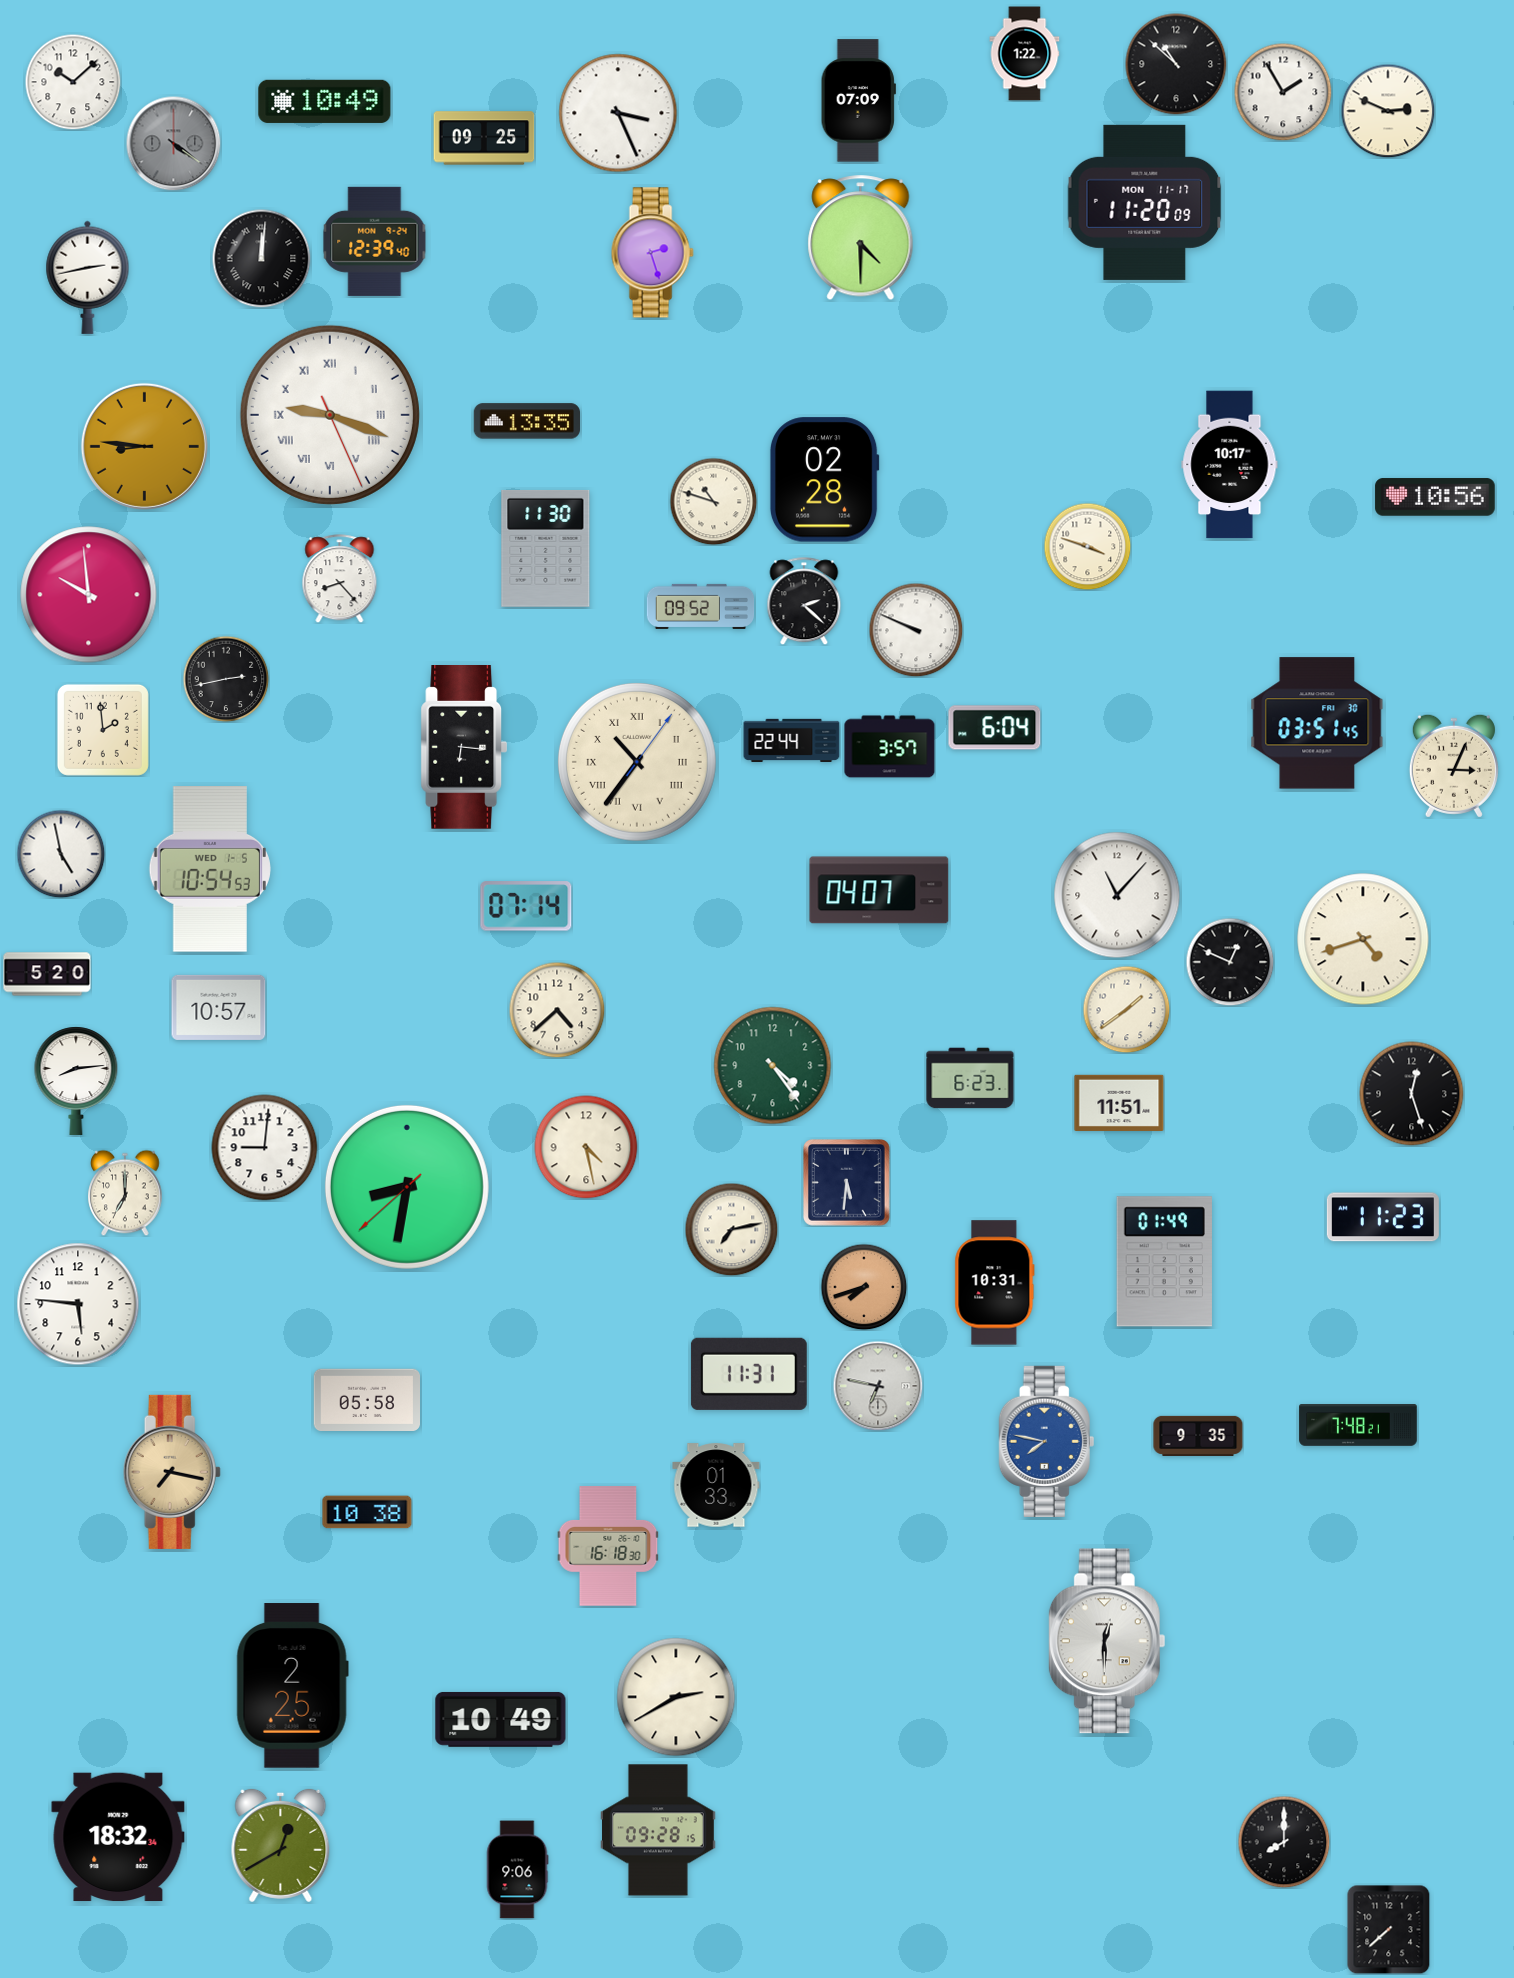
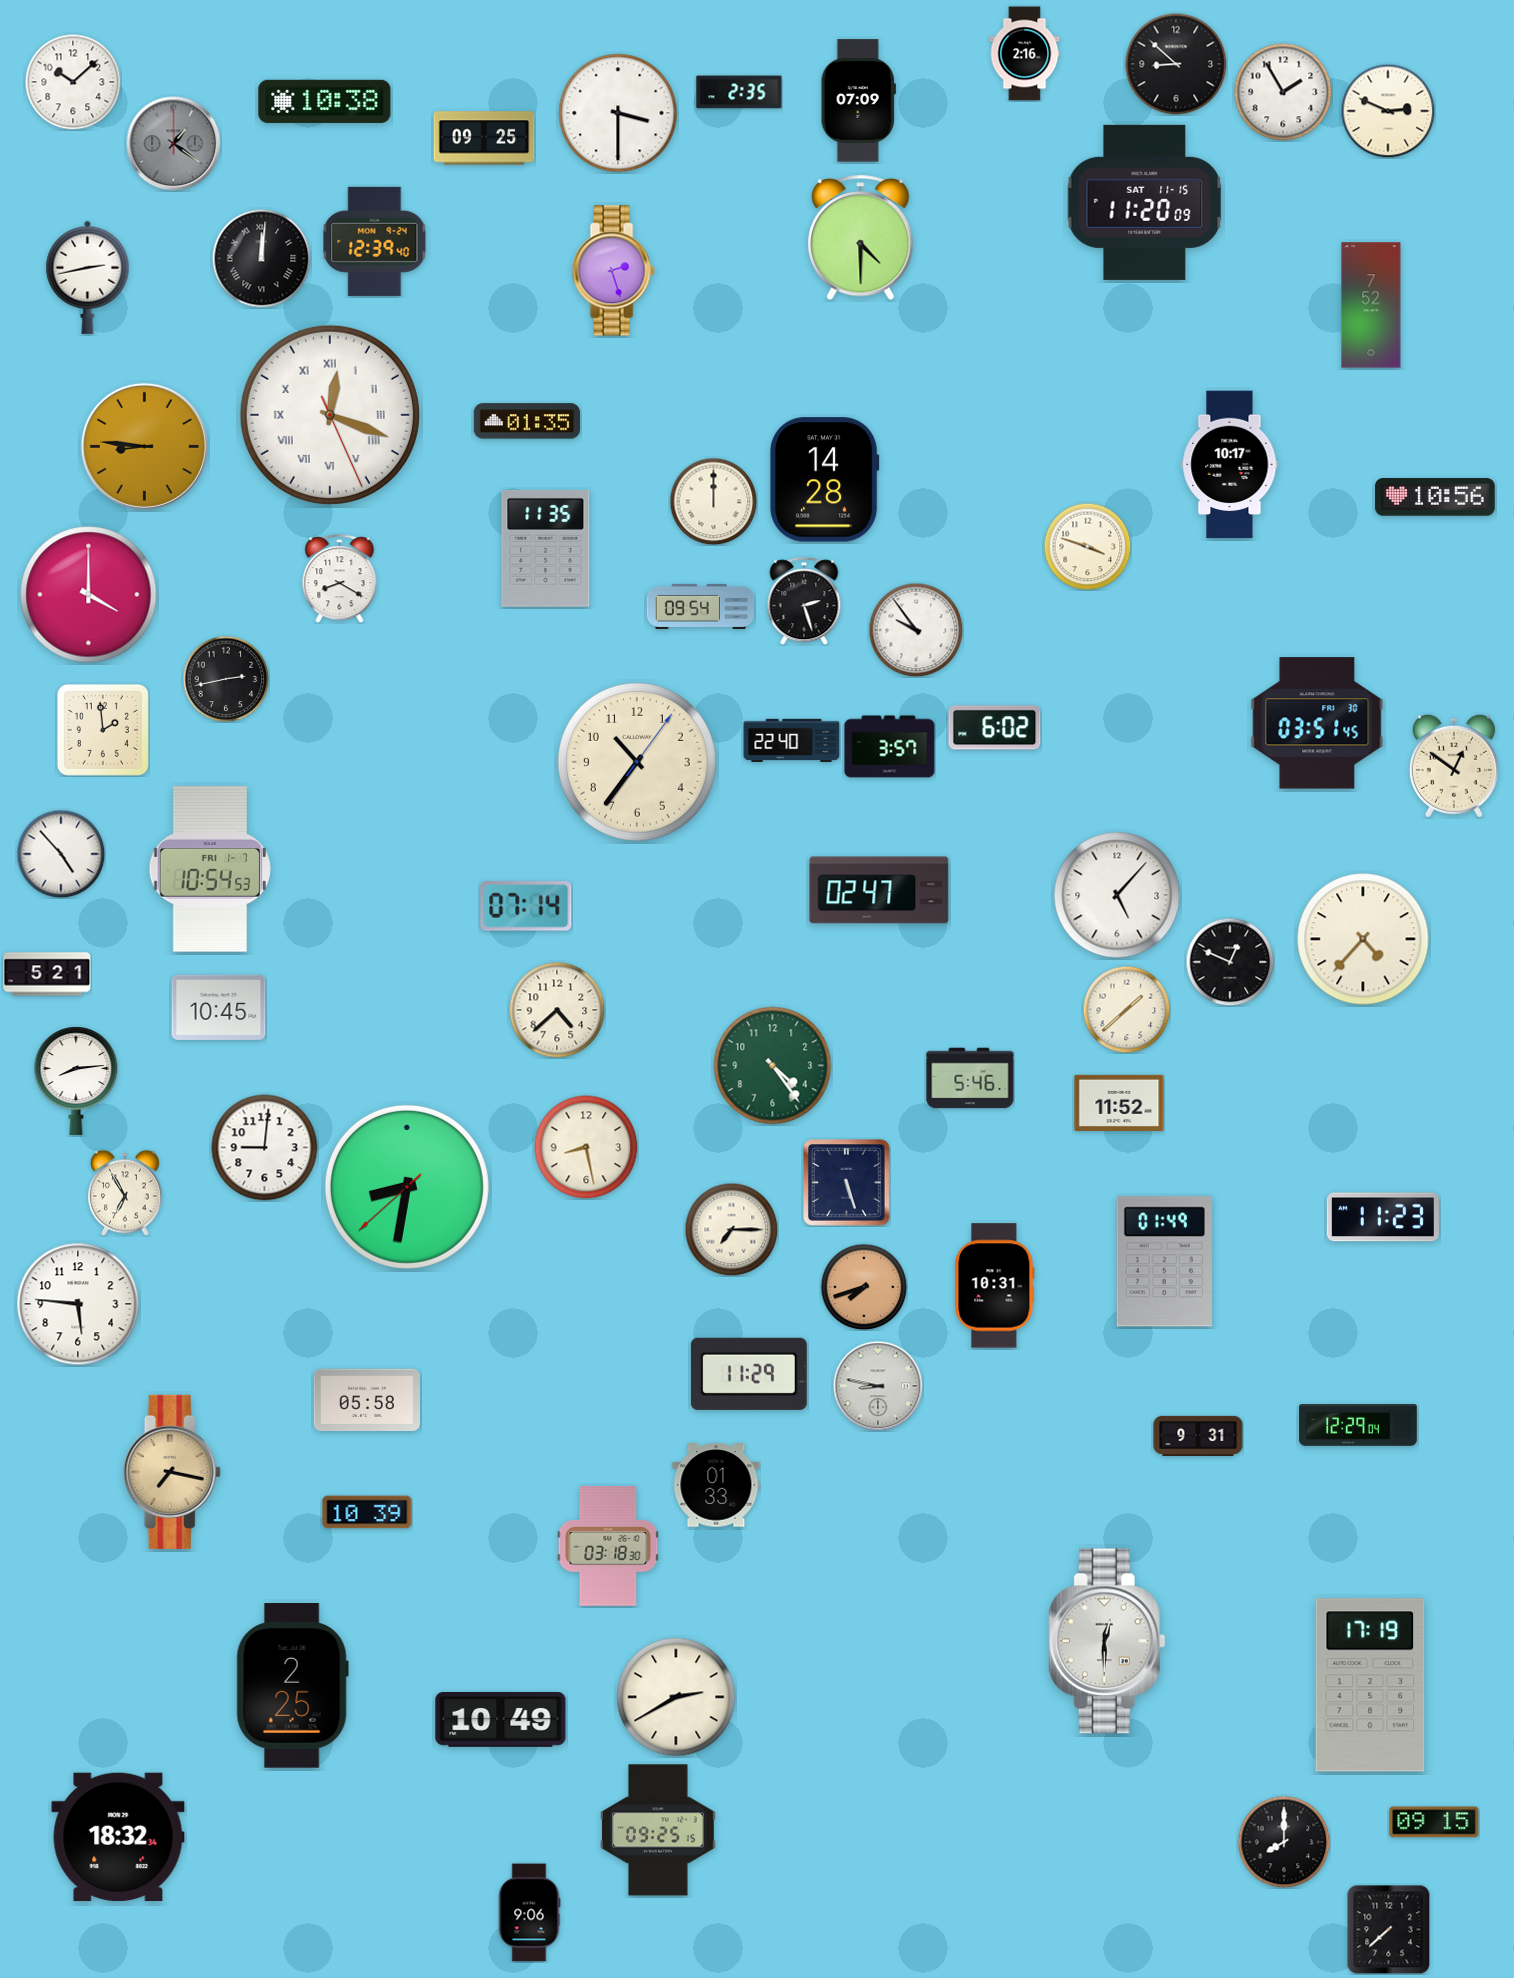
clock at (1025, 54): 1:22 -> 2:16
clock at (1176, 64): 10:52 -> 8:52
clock at (739, 92): none -> 2:35
clock at (325, 101): 10:49 -> 10:38
clock at (618, 113): 3:26 -> 3:30
clock at (173, 143): 4:21 -> 1:21
clock at (1145, 202) date: MON 11-17 -> SAT 11-15
clock at (652, 253) position: (652, 253) -> (613, 271)
clock at (1371, 305): none -> 7:52
clock at (330, 415): 9:18 -> 12:18
clock at (526, 421): 13:35 -> 01:35
clock at (824, 480): 02:28 -> 14:28
clock at (713, 501): 10:48 -> 12:00
clock at (546, 548): 11:30 -> 11:35
clock at (340, 579): 8:23 -> 8:20
clock at (89, 595): 9:59 -> 4:00
clock at (804, 601): 2:22 -> 2:27
clock at (701, 606): 09:52 -> 09:54
clock at (916, 630): 9:49 -> 9:54
clock at (995, 728): 6:04 -> 6:02
clock at (792, 740): 22:44 -> 22:40
clock at (464, 748): 6:16 -> none
clock at (637, 762) numerals: Roman -> Arabic
clock at (1454, 766): 3:04 -> 12:51
clock at (61, 854): 4:58 -> 4:53
clock at (210, 869) date: WED 1-5 -> FRI 1-7
clock at (879, 890): 04:07 -> 02:47
clock at (1117, 895): 11:07 -> 5:07
clock at (1363, 939): 4:42 -> 4:37
clock at (47, 974): 5:20 -> 5:21
clock at (219, 1007): 10:57 -> 10:45
clock at (1126, 1009): 1:39 -> 1:38
clock at (970, 1078): 6:23 -> 5:46
clock at (1412, 1094): 12:27 -> none
clock at (1119, 1103): 11:51 -> 11:52
clock at (586, 1147): 4:28 -> 8:28
clock at (847, 1183): 5:31 -> 5:27
clock at (125, 1193): 7:00 -> 6:55
clock at (731, 1229): 7:13 -> 7:15
clock at (995, 1283) position: (995, 1283) -> (995, 1286)
clock at (749, 1374): 11:31 -> 11:29
clock at (878, 1386): 6:47 -> 8:47
clock at (1358, 1425): 7:48 -> 12:29
clock at (1198, 1435): 9:35 -> 9:31
clock at (1047, 1441): 7:47 -> none
clock at (367, 1512): 10:38 -> 10:39
clock at (608, 1546): 16:18 -> 03:18
clock at (1370, 1685): none -> 17:19
clock at (1434, 1822): none -> 09:15
clock at (659, 1830): 09:28 -> 09:25
clock at (281, 1845): 12:40 -> none
clock at (517, 1870) position: (517, 1870) -> (529, 1913)
